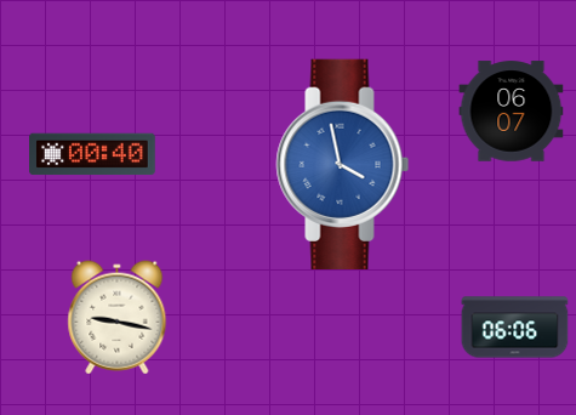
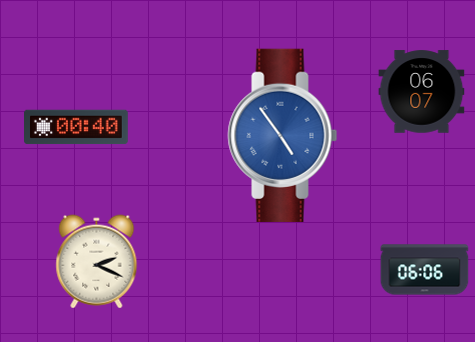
clock at (343, 164): 3:58 -> 4:54
clock at (118, 318): 9:17 -> 2:19
